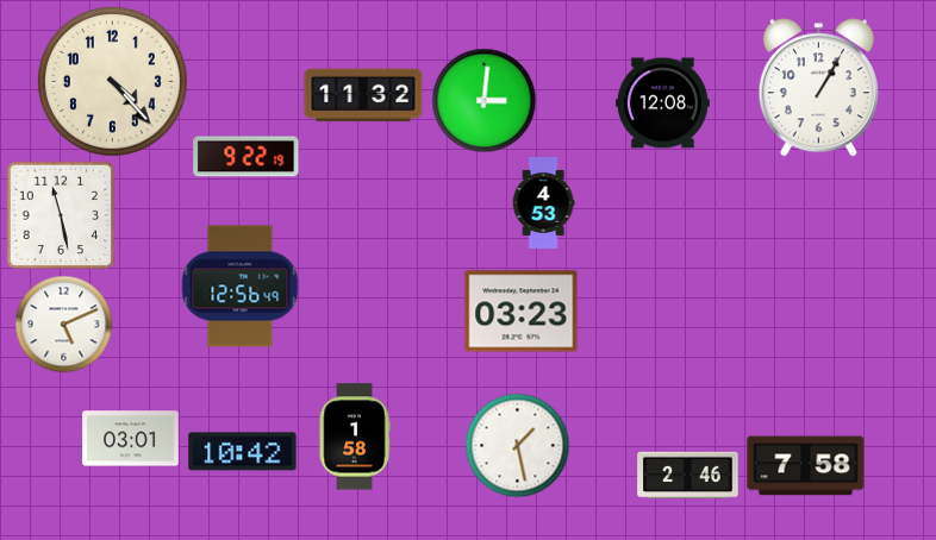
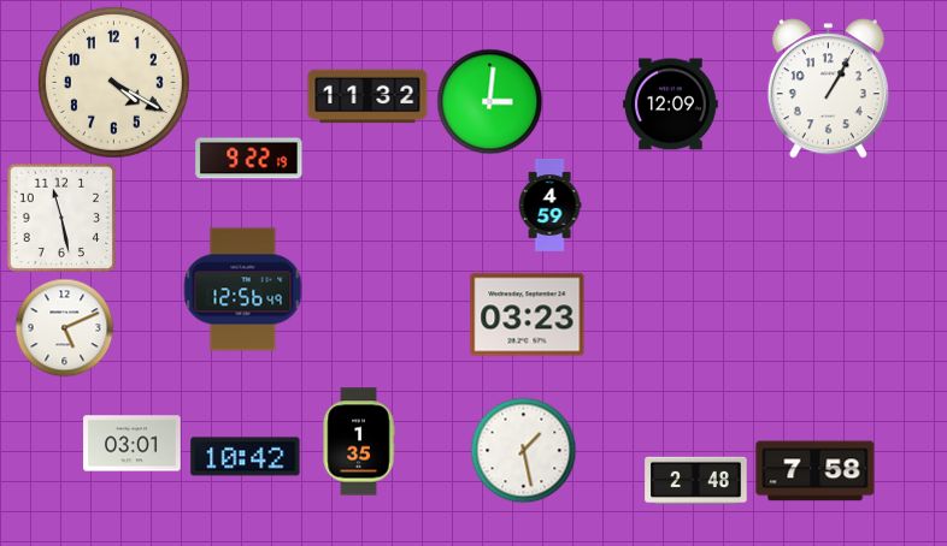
clock at (112, 81): 4:23 -> 4:20
clock at (663, 103): 12:08 -> 12:09
clock at (543, 202): 4:53 -> 4:59
clock at (355, 437): 1:58 -> 1:35
clock at (688, 476): 2:46 -> 2:48
